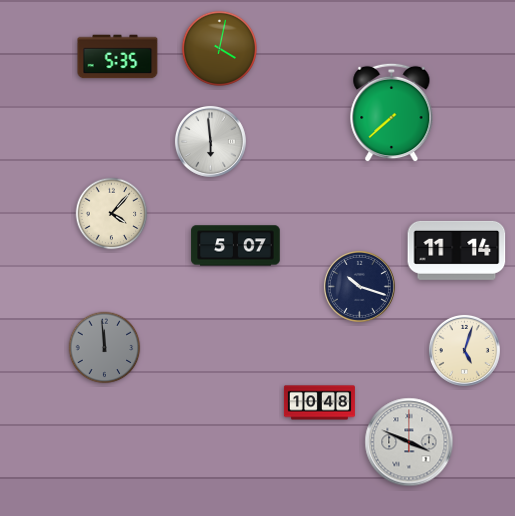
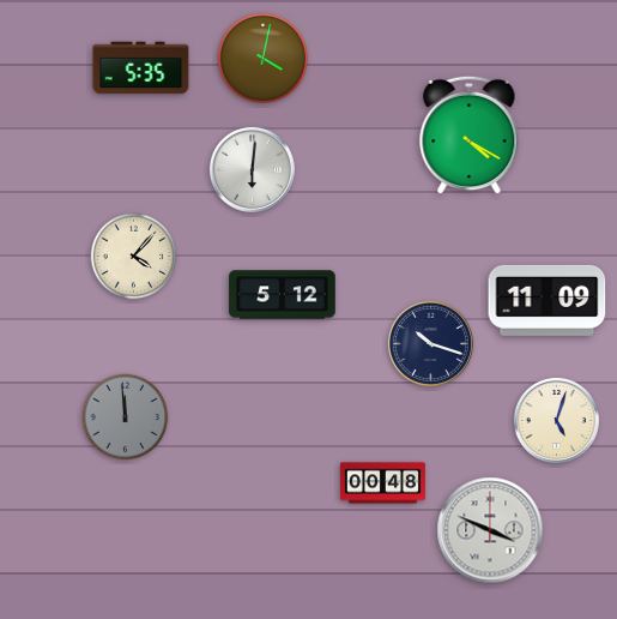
clock at (392, 113): 7:38 -> 4:20
clock at (210, 141): 5:59 -> 6:01
clock at (236, 246): 5:07 -> 5:12
clock at (457, 250): 11:14 -> 11:09
clock at (319, 403): 10:48 -> 00:48
